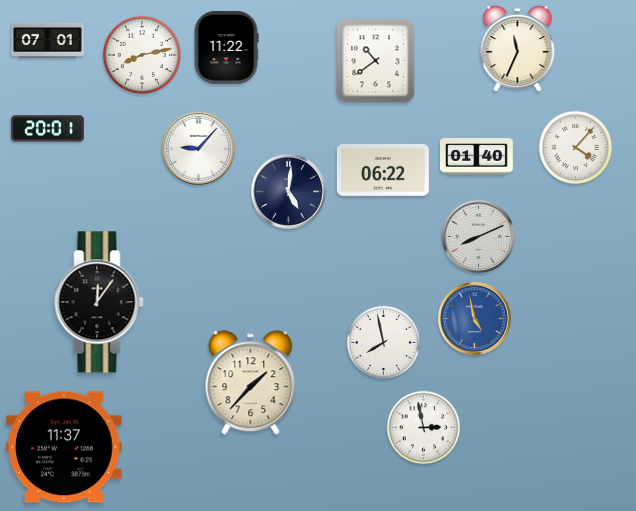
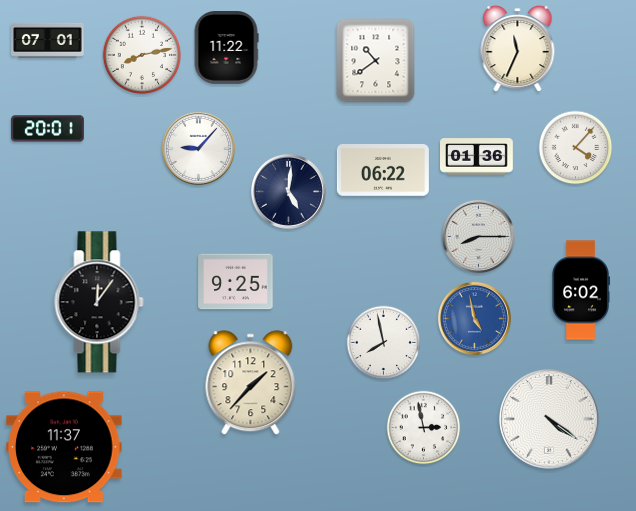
clock at (477, 157): 01:40 -> 01:36
clock at (478, 236): 8:11 -> 8:15
clock at (236, 282): none -> 9:25
clock at (581, 290): none -> 6:02
clock at (549, 419): none -> 4:21
